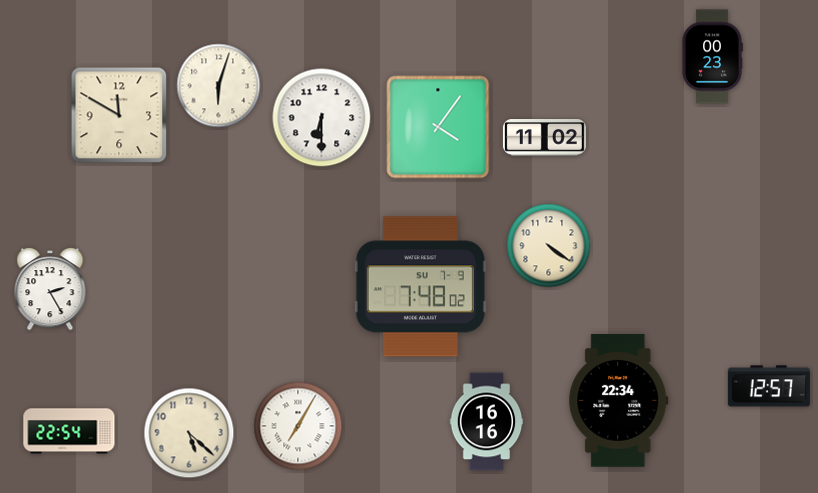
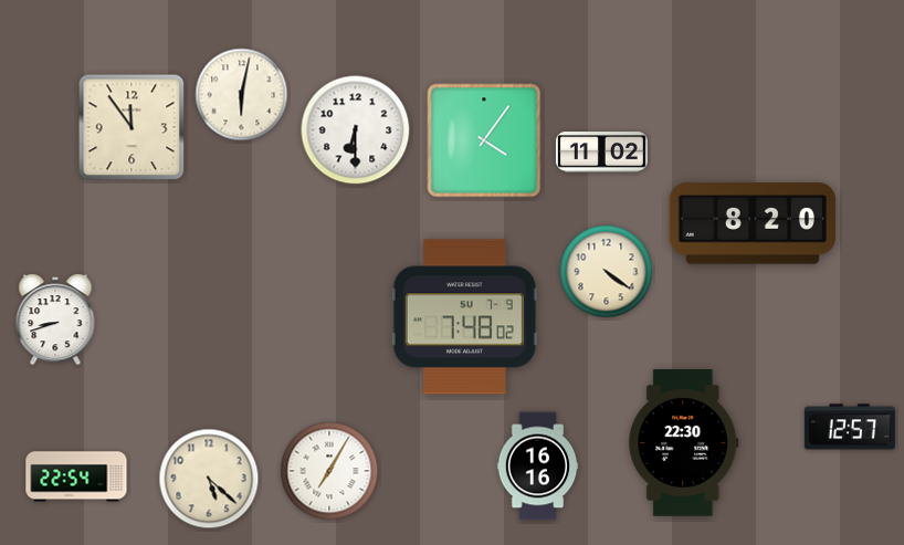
clock at (712, 57): 00:23 -> none
clock at (219, 86): 6:03 -> 6:02
clock at (119, 115): 11:50 -> 11:54
clock at (753, 223): none -> 8:20
clock at (50, 290): 2:25 -> 8:42
clock at (619, 401): 22:34 -> 22:30
